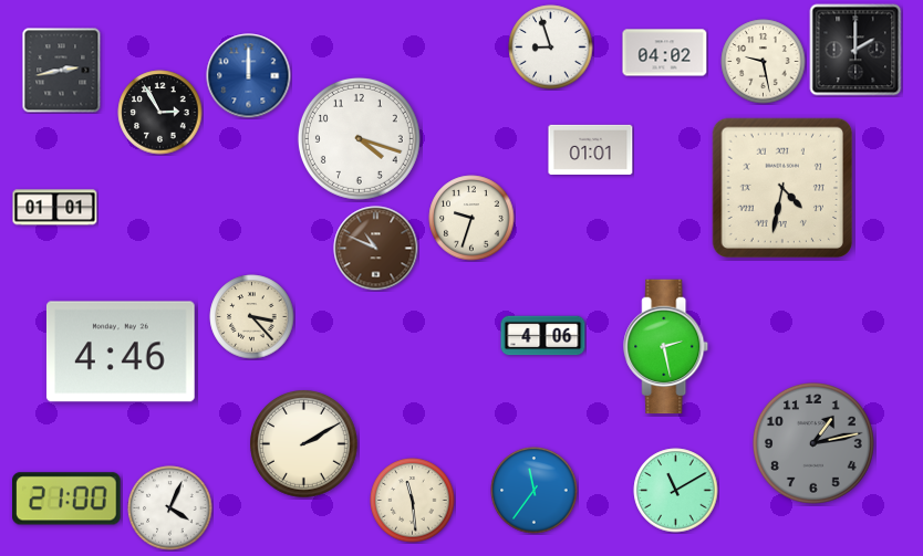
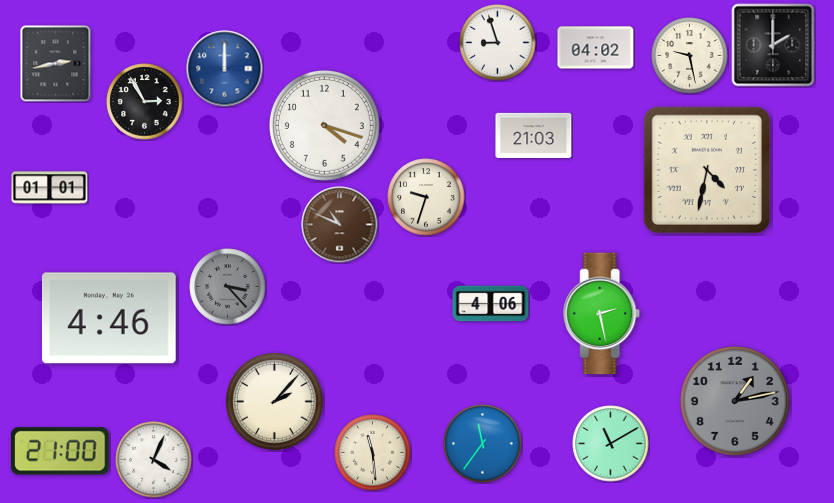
clock at (665, 53) position: (665, 53) -> (596, 48)
clock at (591, 149): 01:01 -> 21:03
clock at (252, 317) dial: cream -> grey
clock at (304, 444): 2:10 -> 2:07
